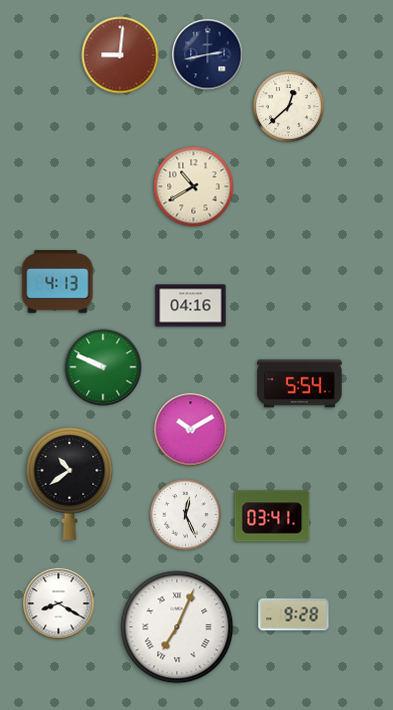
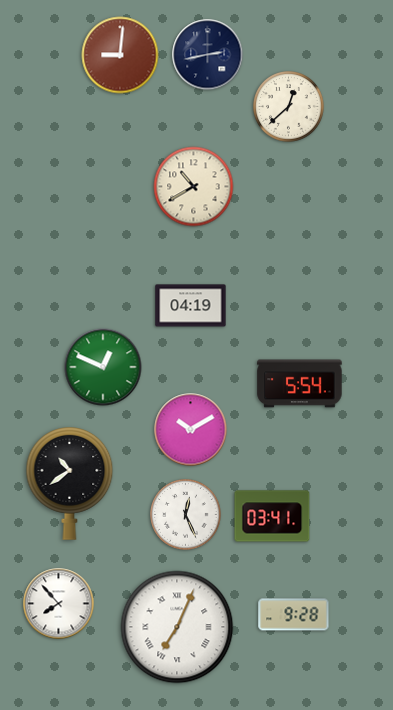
clock at (58, 282): 4:13 -> none
clock at (191, 306): 04:16 -> 04:19
clock at (103, 367): 9:49 -> 12:49
clock at (59, 604): 8:20 -> 7:53
